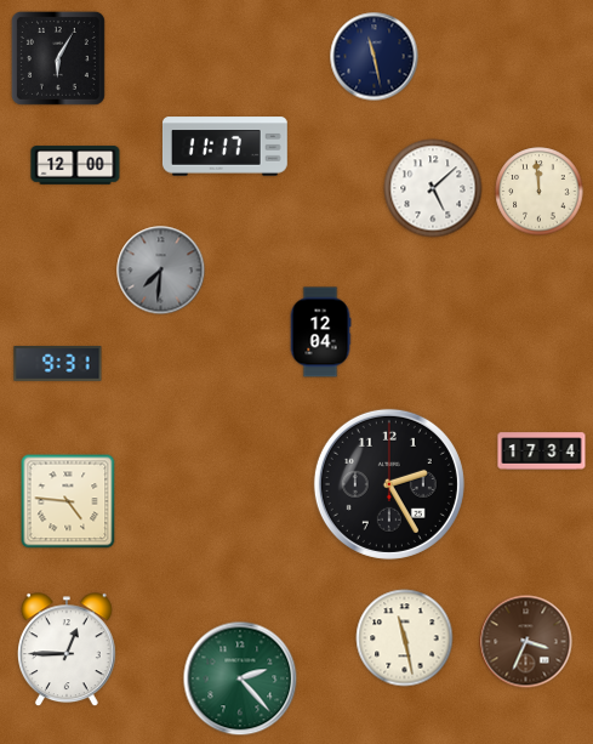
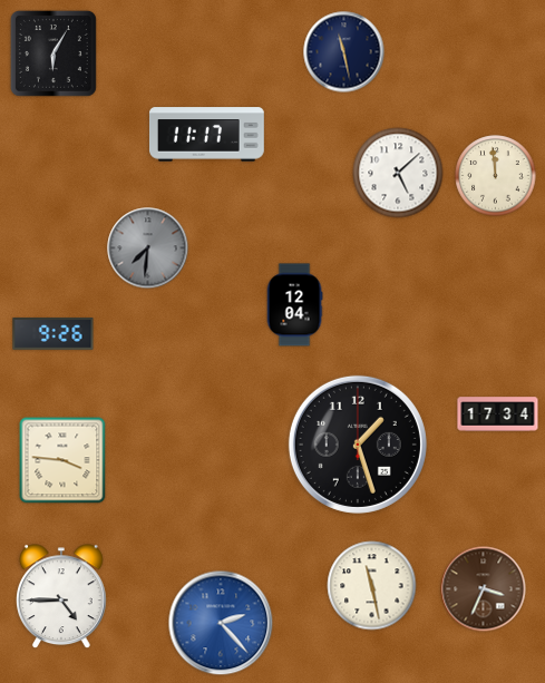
clock at (75, 165): 12:00 -> none
clock at (58, 364): 9:31 -> 9:26
clock at (389, 484): 2:25 -> 1:27
clock at (68, 501): 4:46 -> 3:46
clock at (68, 651): 12:45 -> 4:45
clock at (240, 678) dial: green -> blue
